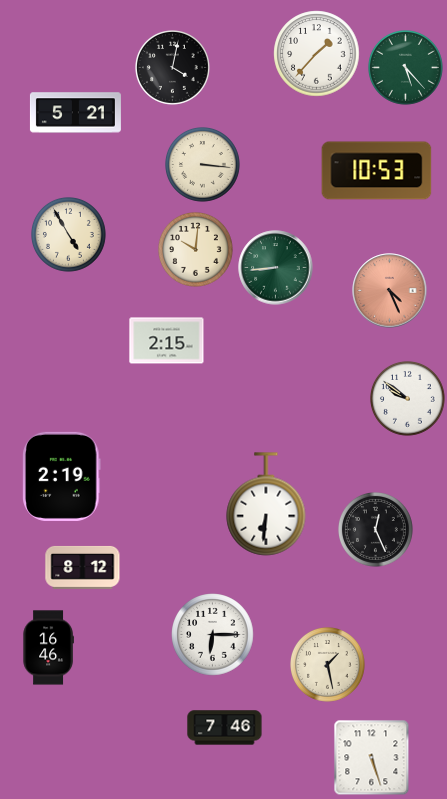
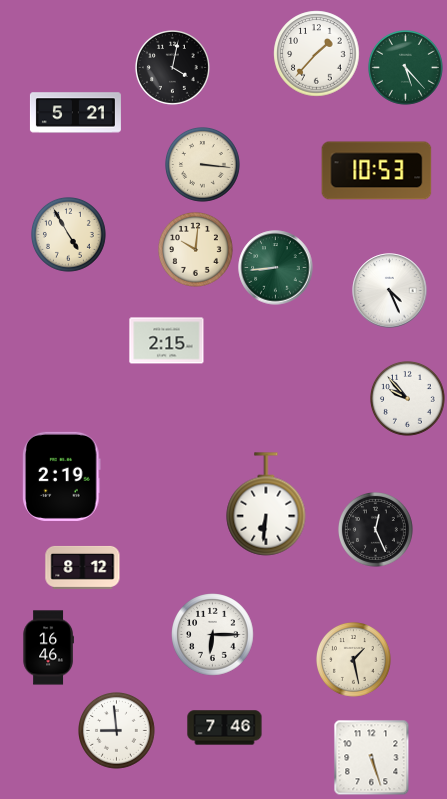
clock at (390, 291) dial: salmon -> white
clock at (408, 399): 9:51 -> 9:53
clock at (328, 665) position: (328, 665) -> (354, 660)
clock at (117, 731): none -> 8:59
